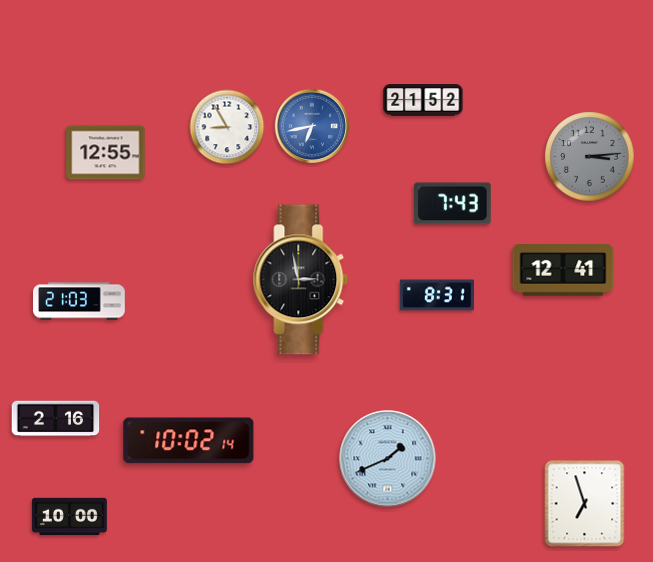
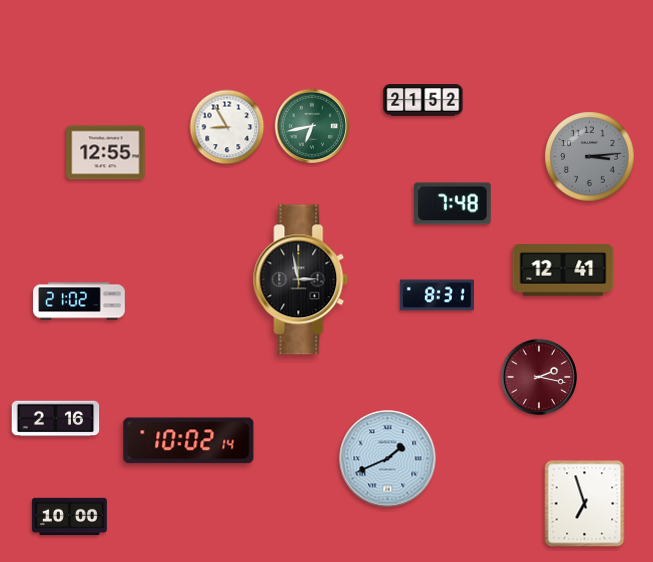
clock at (312, 126) dial: blue -> green
clock at (453, 204): 7:43 -> 7:48
clock at (80, 301): 21:03 -> 21:02
clock at (538, 376): none -> 2:17
